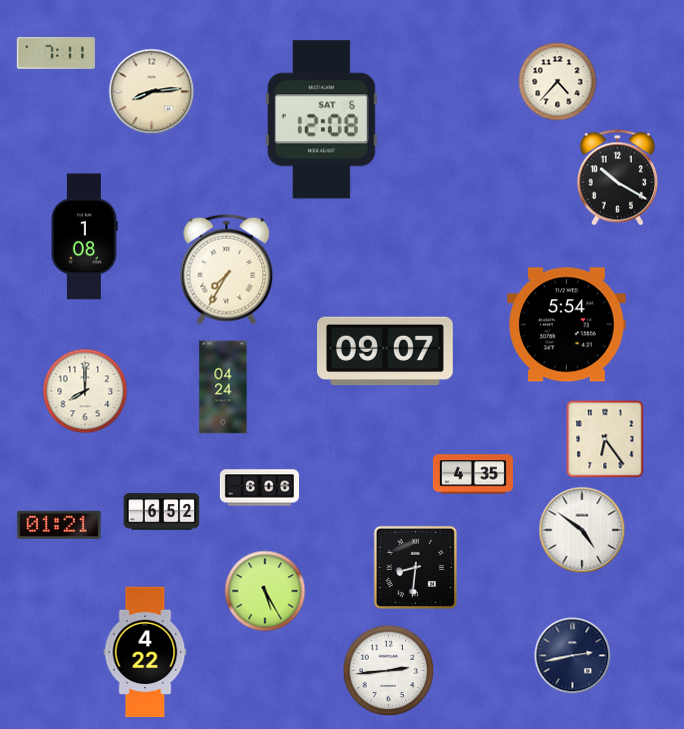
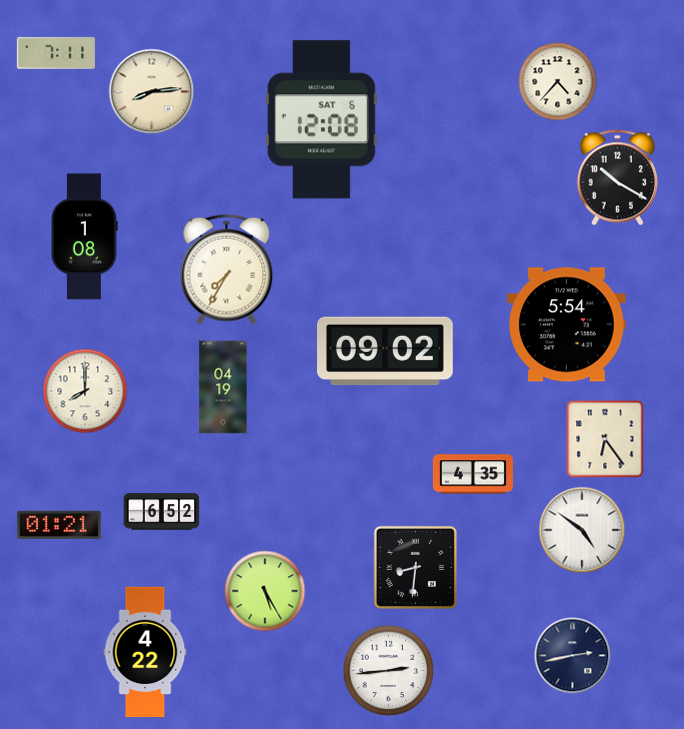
clock at (385, 351): 09:07 -> 09:02
clock at (223, 387): 04:24 -> 04:19
clock at (259, 488): 6:06 -> none
